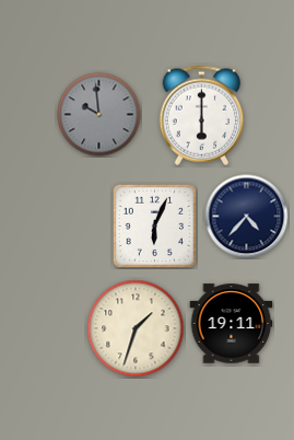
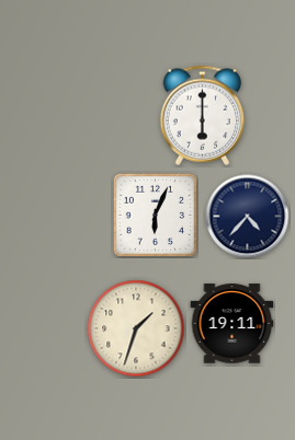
clock at (99, 115): 9:59 -> none
clock at (154, 225) position: (154, 225) -> (155, 215)
